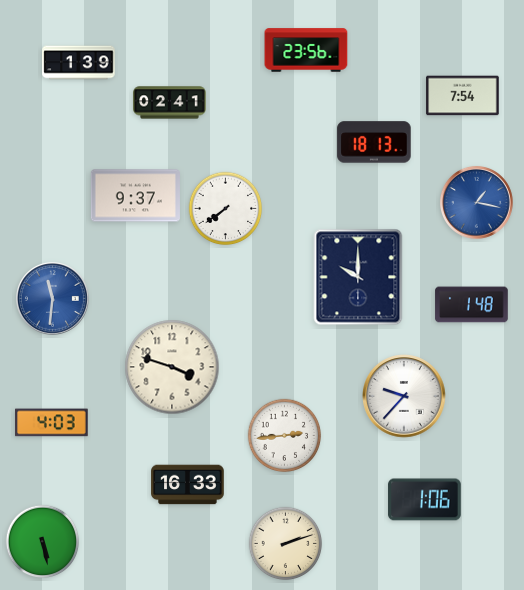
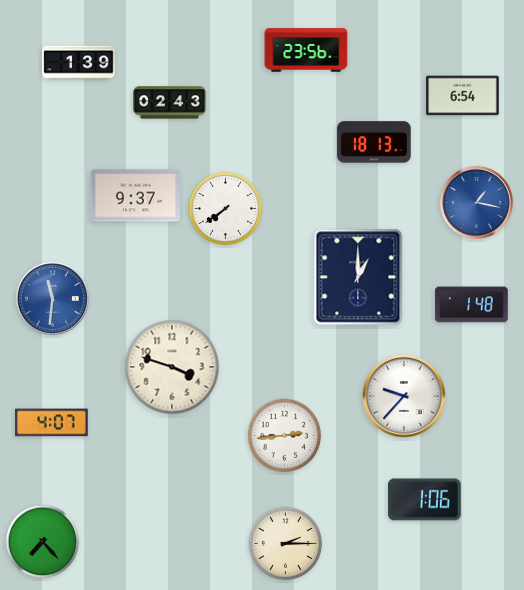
clock at (463, 96): 7:54 -> 6:54
clock at (170, 103): 02:41 -> 02:43
clock at (358, 277): 10:00 -> 1:00
clock at (52, 423): 4:03 -> 4:07
clock at (188, 485): 16:33 -> none
clock at (43, 542): 5:28 -> 7:23
clock at (286, 544): 2:12 -> 2:15
